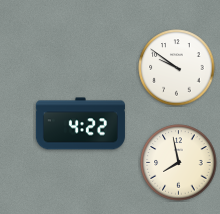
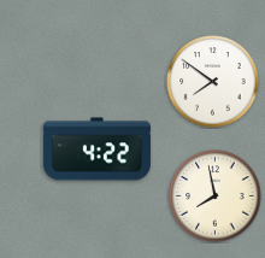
clock at (177, 68): 9:51 -> 7:51
